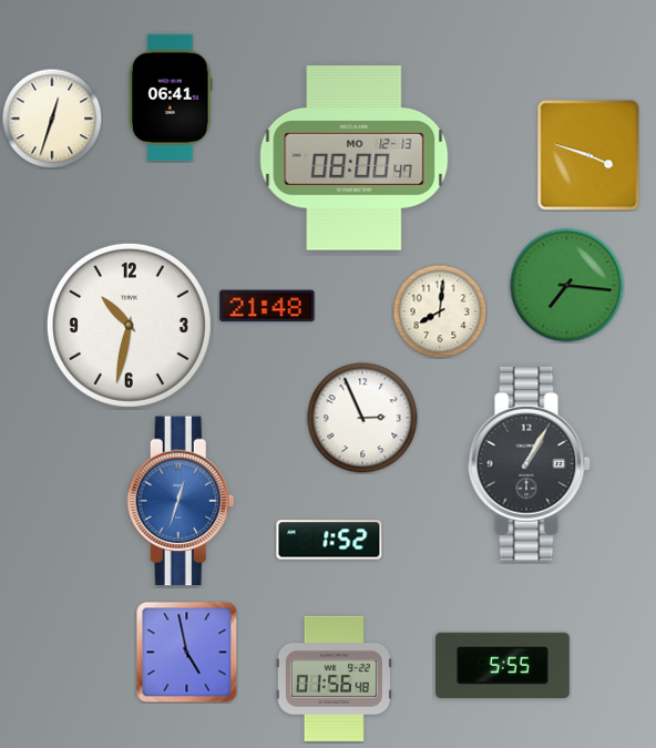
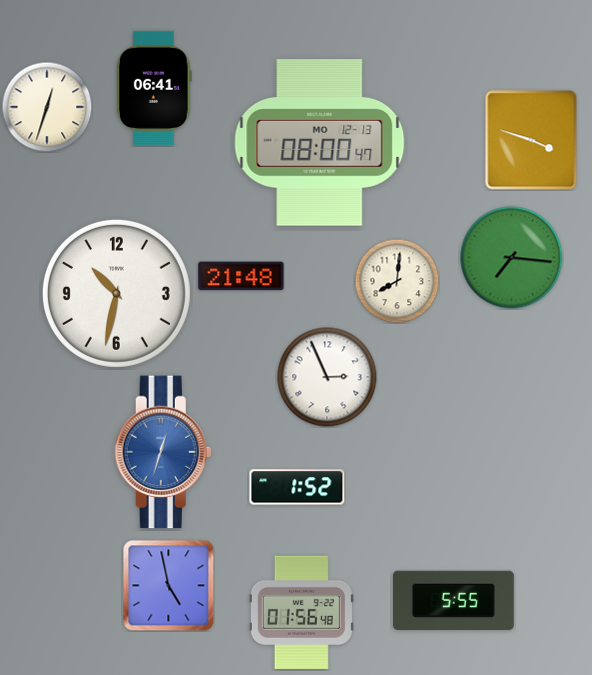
clock at (529, 464): 1:05 -> none
clock at (186, 652) position: (186, 652) -> (168, 585)
